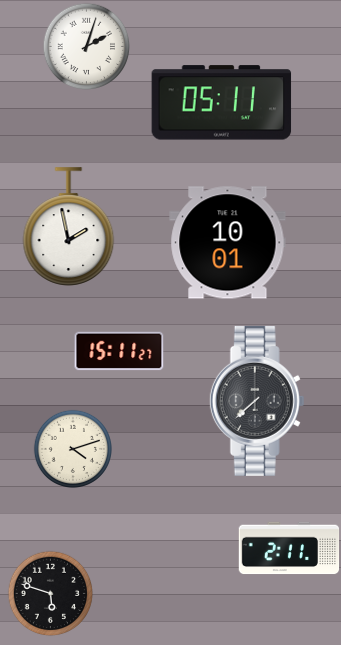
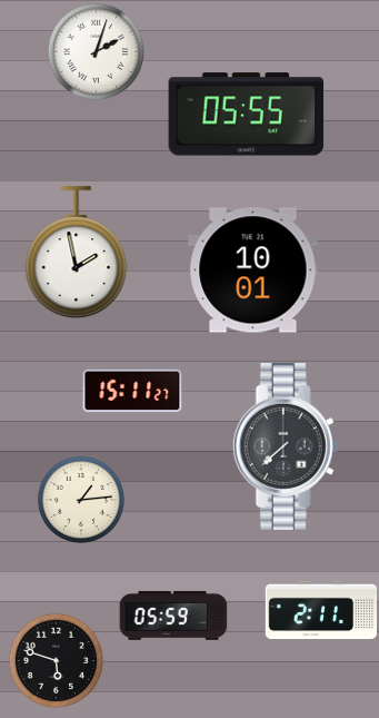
clock at (222, 103): 05:11 -> 05:55
clock at (72, 448): 4:12 -> 1:14
clock at (173, 616): none -> 05:59
